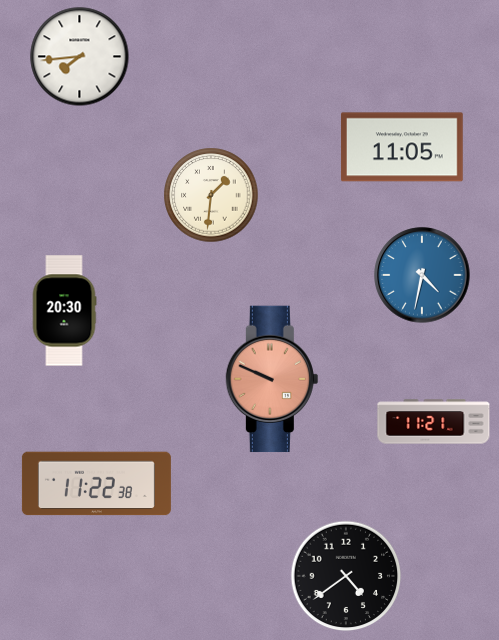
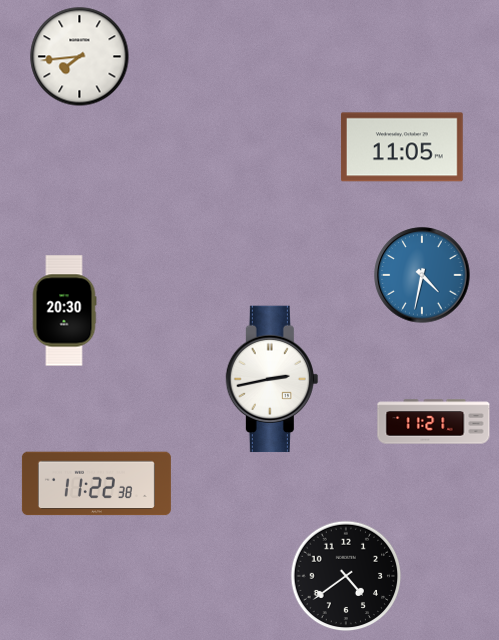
clock at (211, 195): 1:31 -> none
clock at (272, 379): 9:49 -> 2:43
clock at (272, 379) dial: salmon -> white
